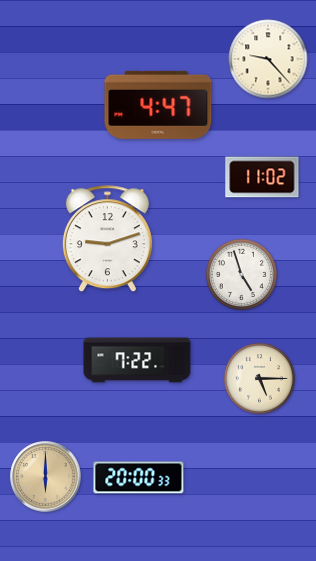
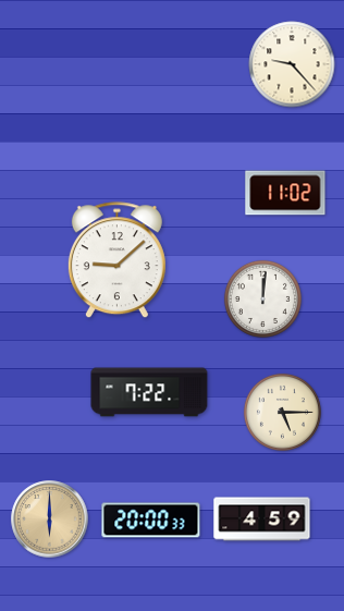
clock at (158, 105): 4:47 -> none
clock at (107, 239): 9:12 -> 9:08
clock at (241, 274): 4:57 -> 12:01
clock at (262, 520): none -> 4:59
